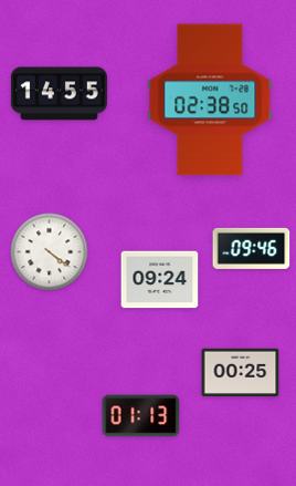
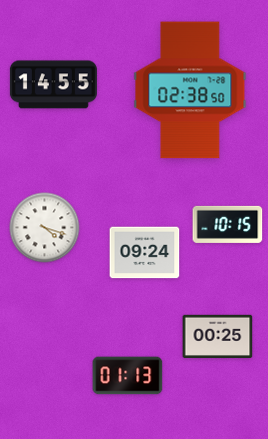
clock at (252, 248): 09:46 -> 10:15
clock at (50, 252): 4:21 -> 4:18
